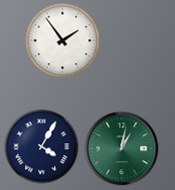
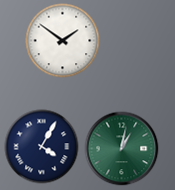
clock at (63, 41): 1:54 -> 1:51
